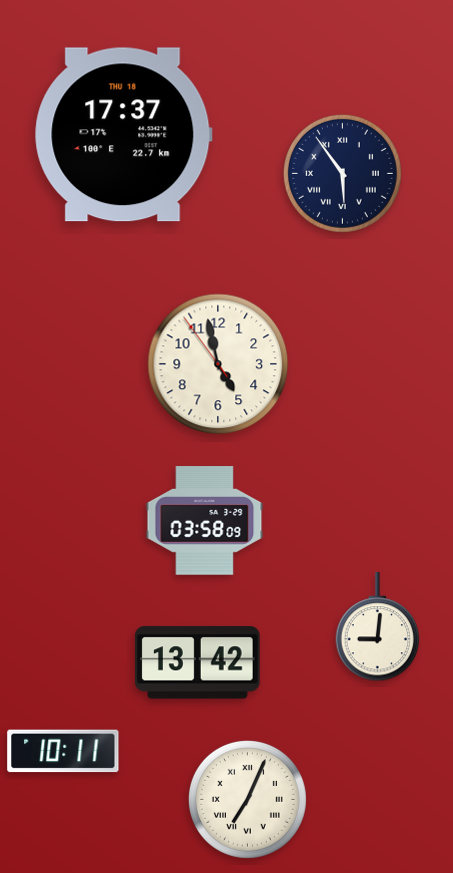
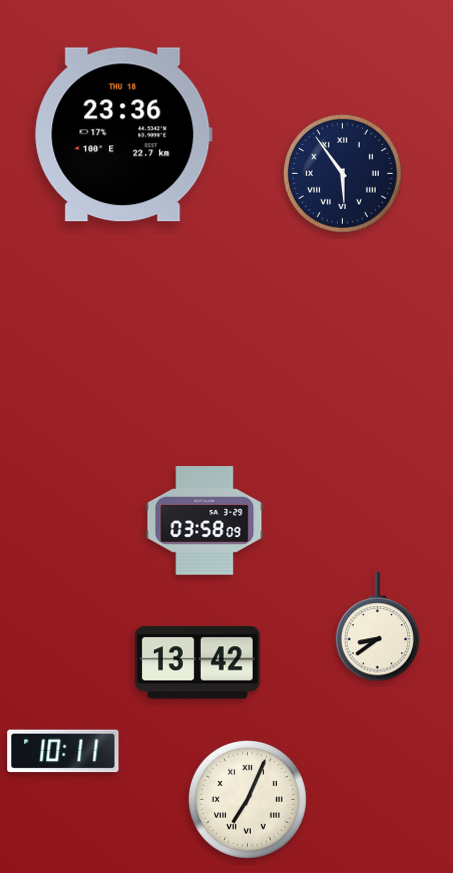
clock at (124, 135): 17:37 -> 23:36
clock at (218, 364): 4:57 -> none
clock at (378, 627): 9:01 -> 8:39
